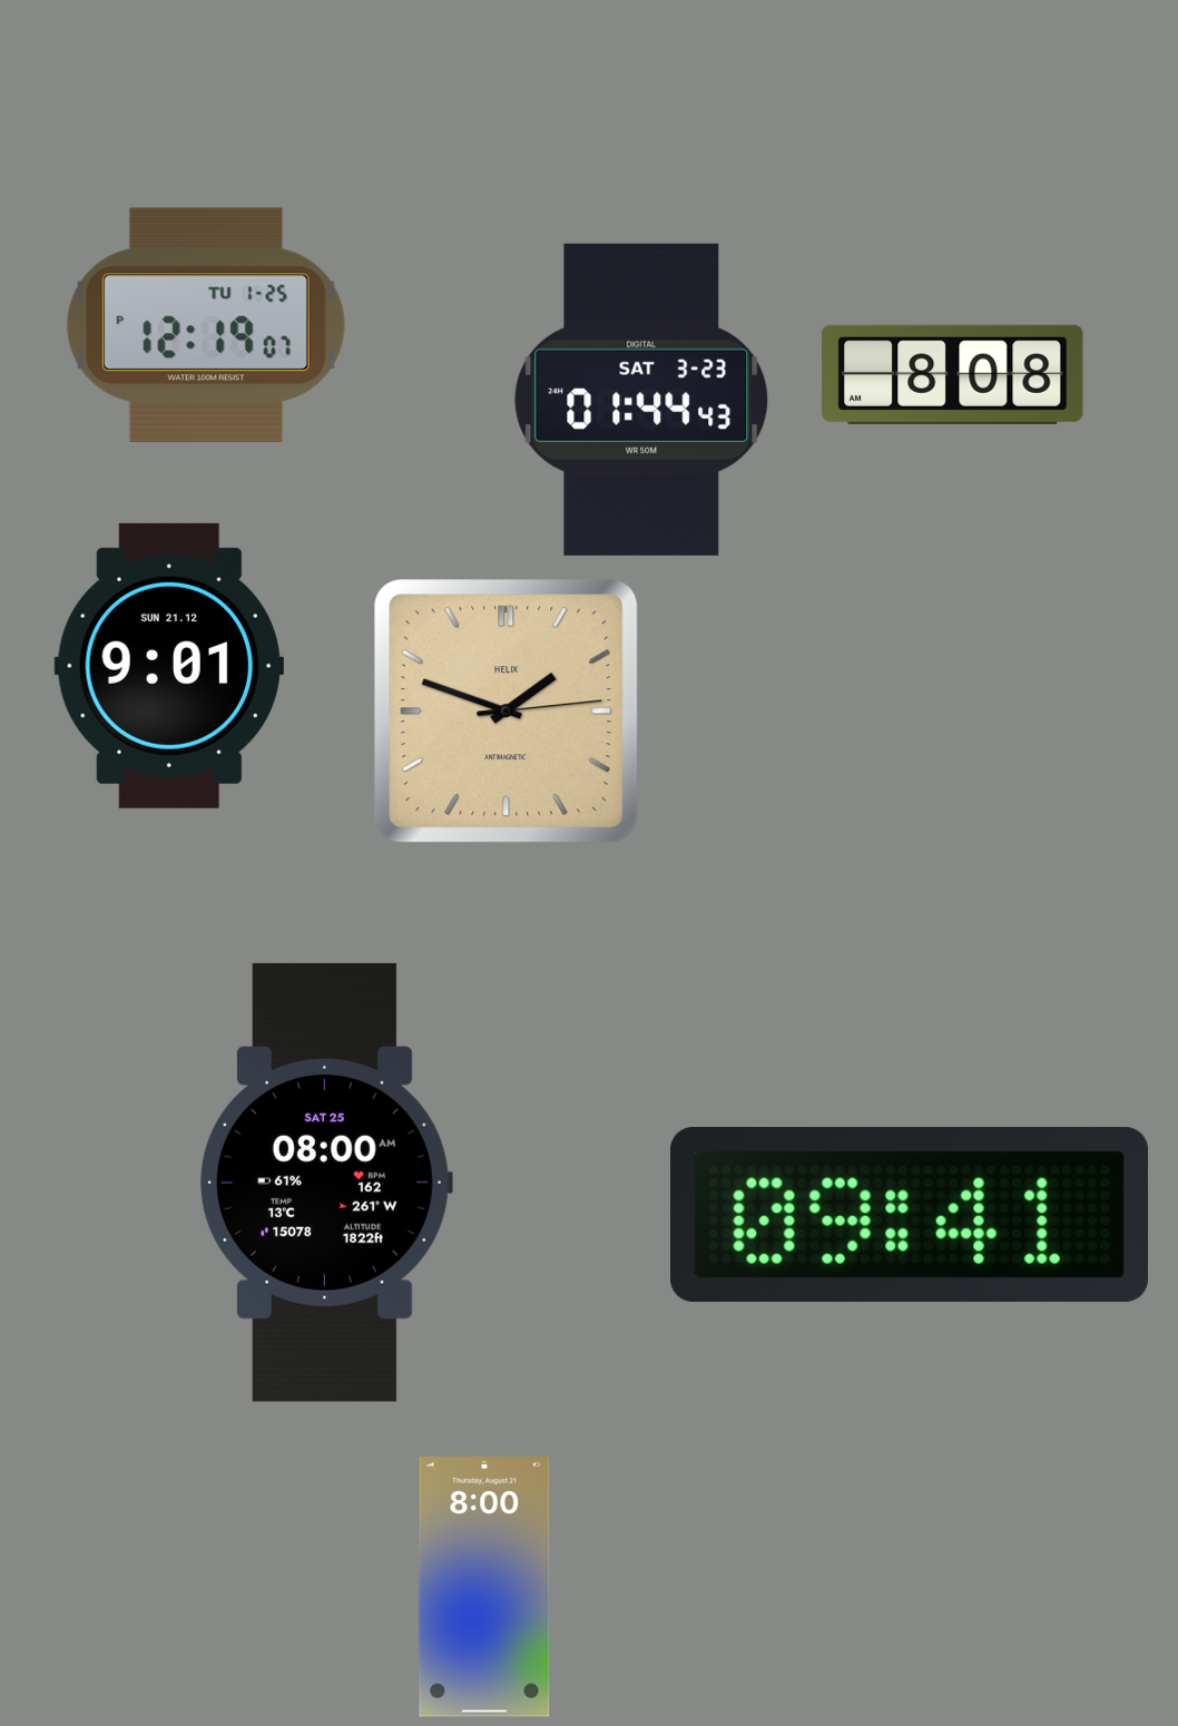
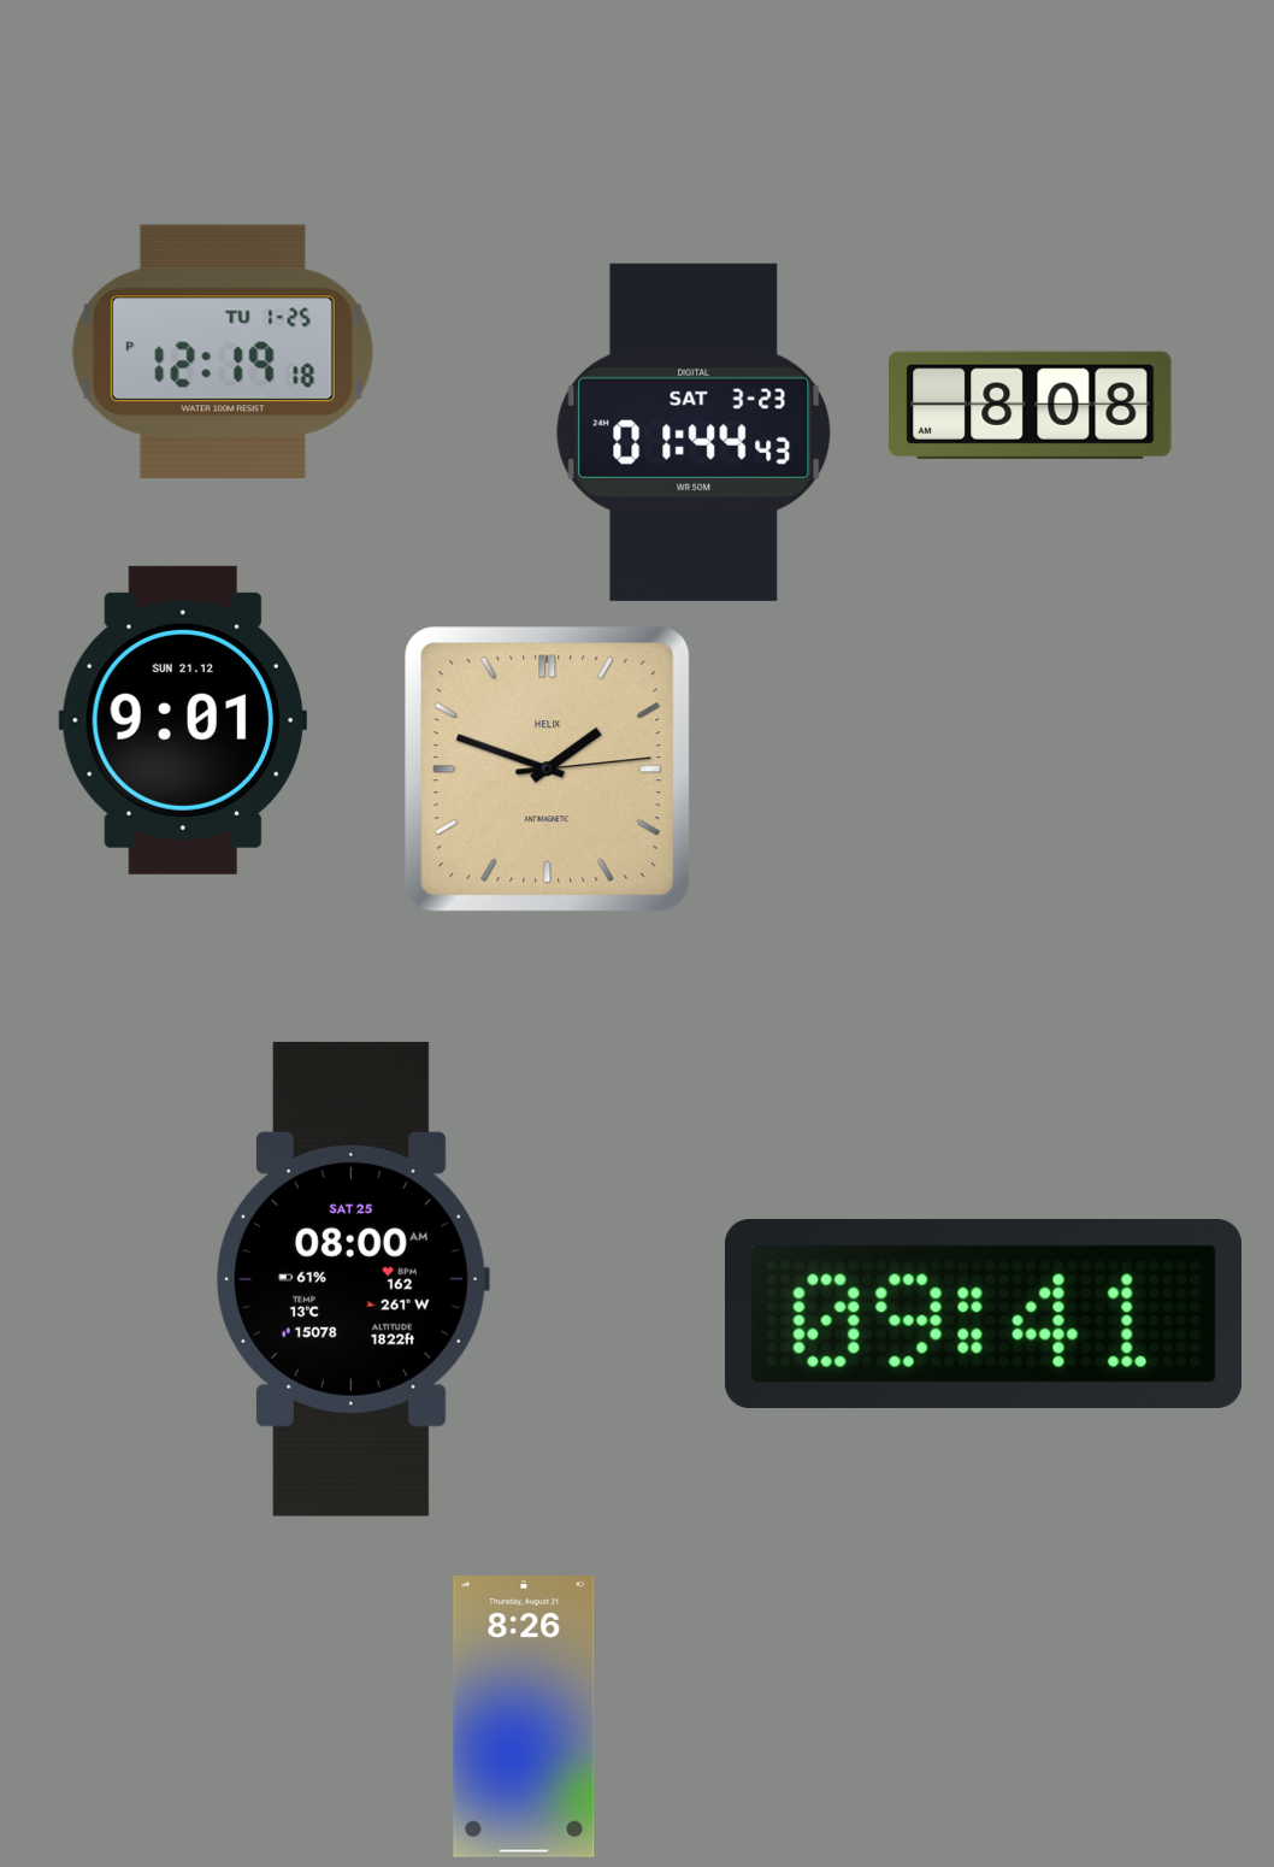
clock at (206, 325): 12:19:07 PM -> 12:19:18 PM
clock at (484, 1587): 8:00 -> 8:26
